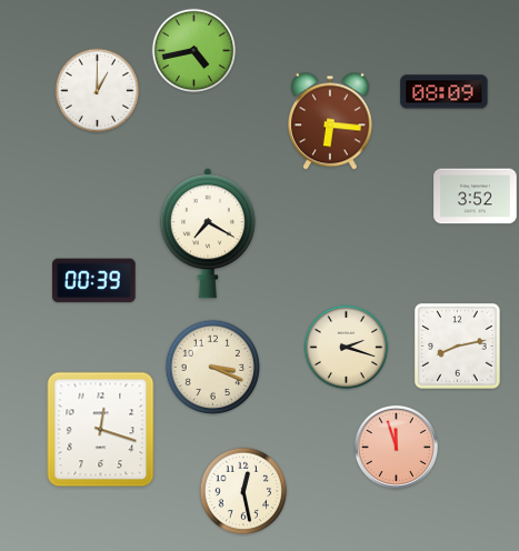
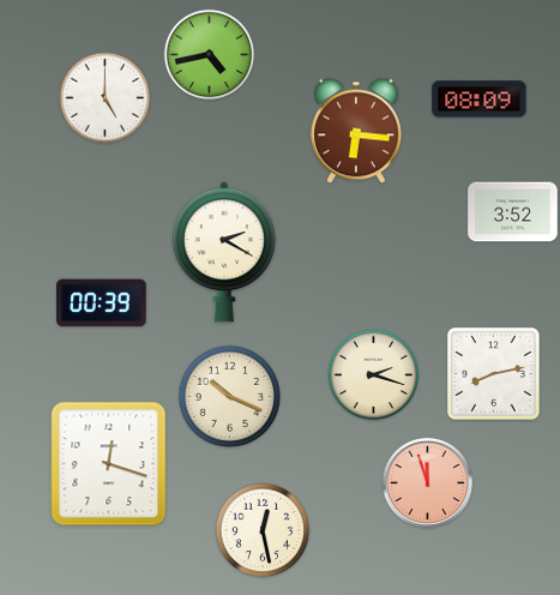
clock at (98, 91): 1:00 -> 5:00
clock at (208, 233): 7:20 -> 2:20
clock at (213, 368): 3:19 -> 10:19
